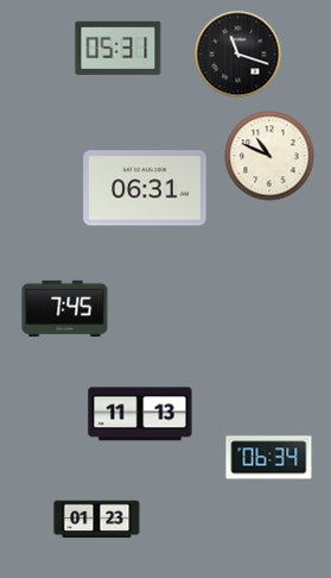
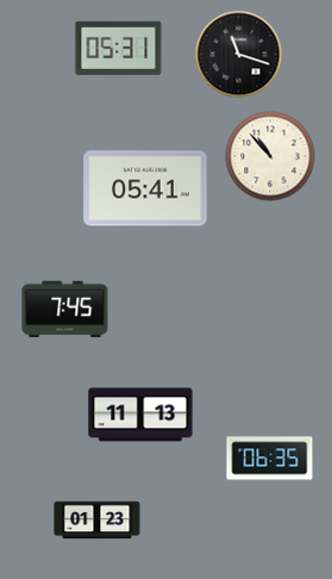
clock at (269, 156): 10:49 -> 10:53
clock at (145, 188): 06:31 -> 05:41
clock at (269, 458): 06:34 -> 06:35
